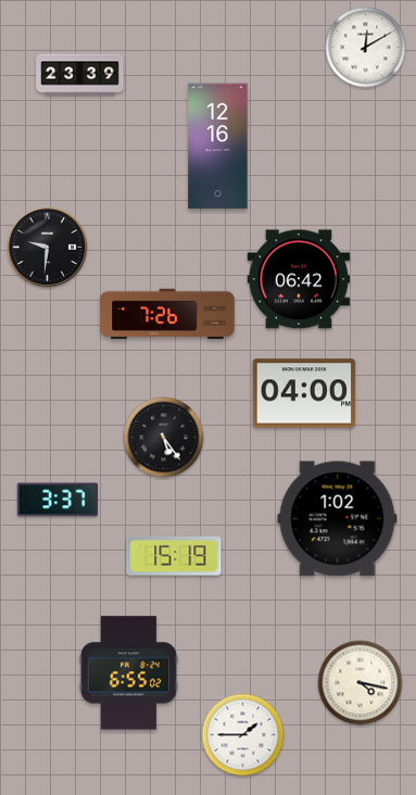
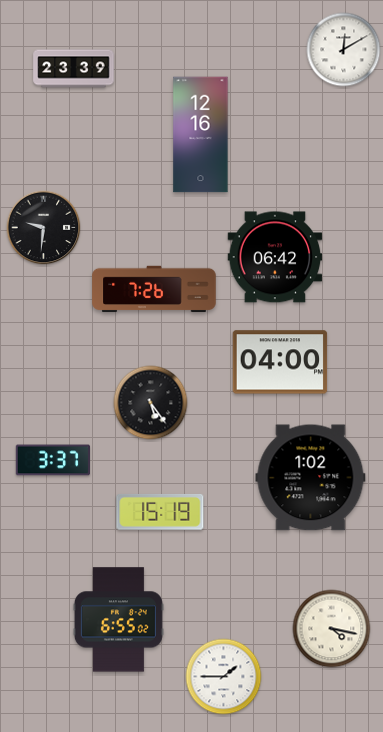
clock at (366, 48) position: (366, 48) -> (344, 50)
